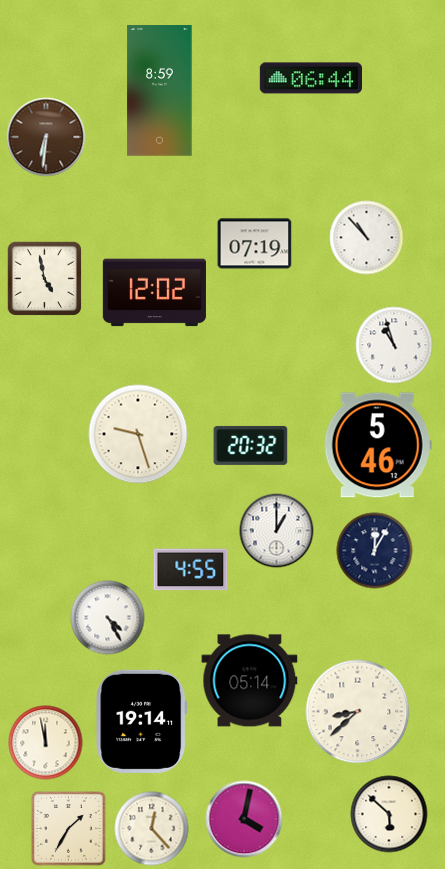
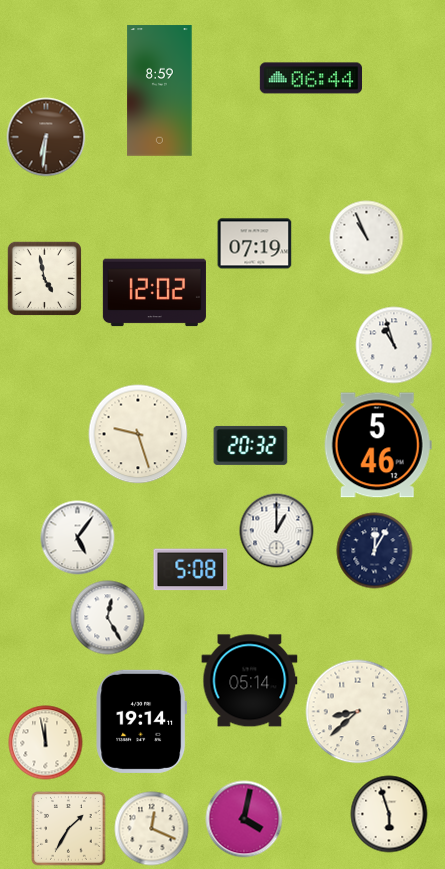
clock at (367, 238): 10:53 -> 10:56
clock at (78, 538): none -> 5:06
clock at (191, 570): 4:55 -> 5:08
clock at (108, 618): 4:25 -> 12:25
clock at (389, 814): 5:52 -> 5:57
clock at (152, 829): 12:23 -> 12:19
